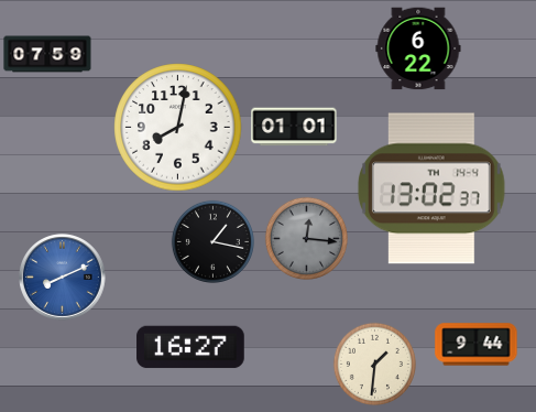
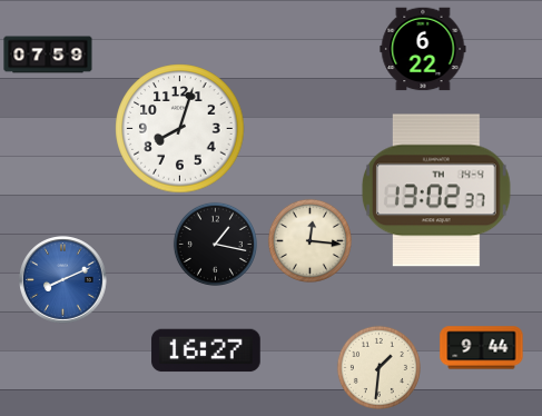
clock at (294, 127): 01:01 -> none
clock at (178, 128): 8:02 -> 8:03
clock at (306, 238) dial: grey -> cream
clock at (190, 347) position: (190, 347) -> (206, 350)
